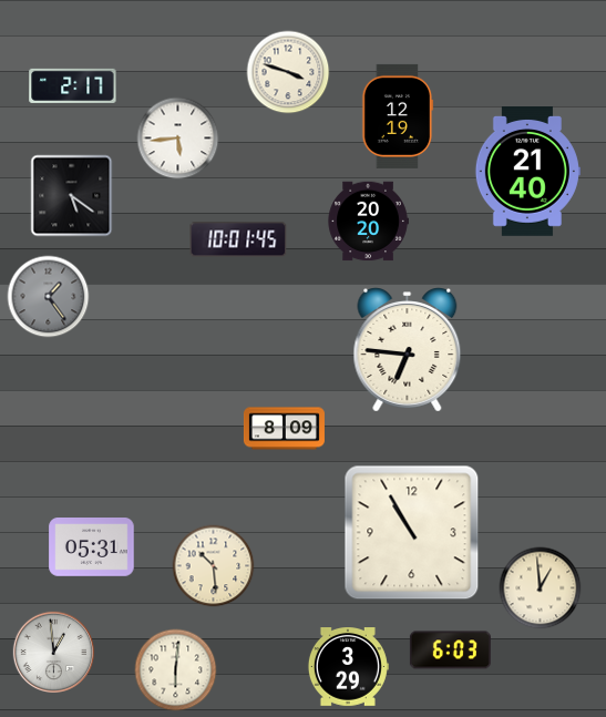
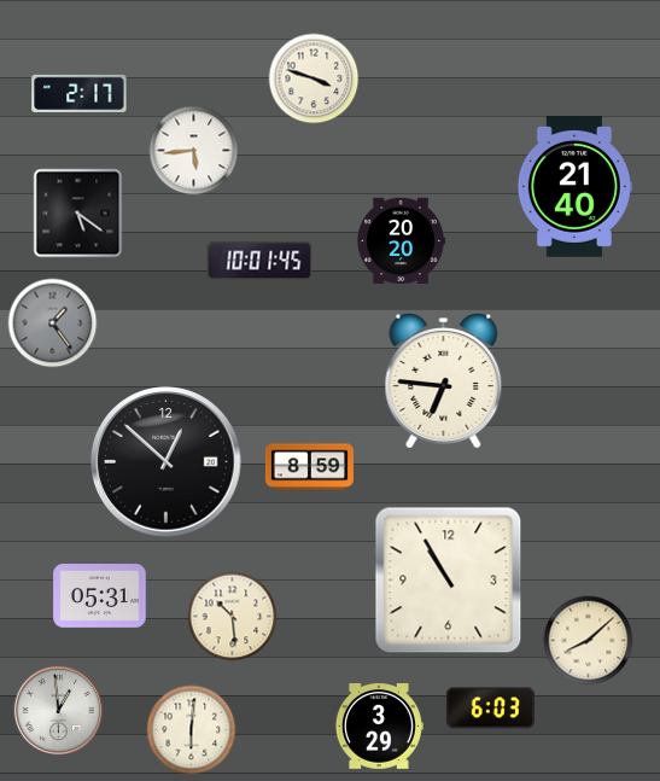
clock at (398, 116): 12:19 -> none
clock at (167, 462): none -> 12:52
clock at (284, 429): 8:09 -> 8:59
clock at (541, 588): 12:59 -> 8:08
